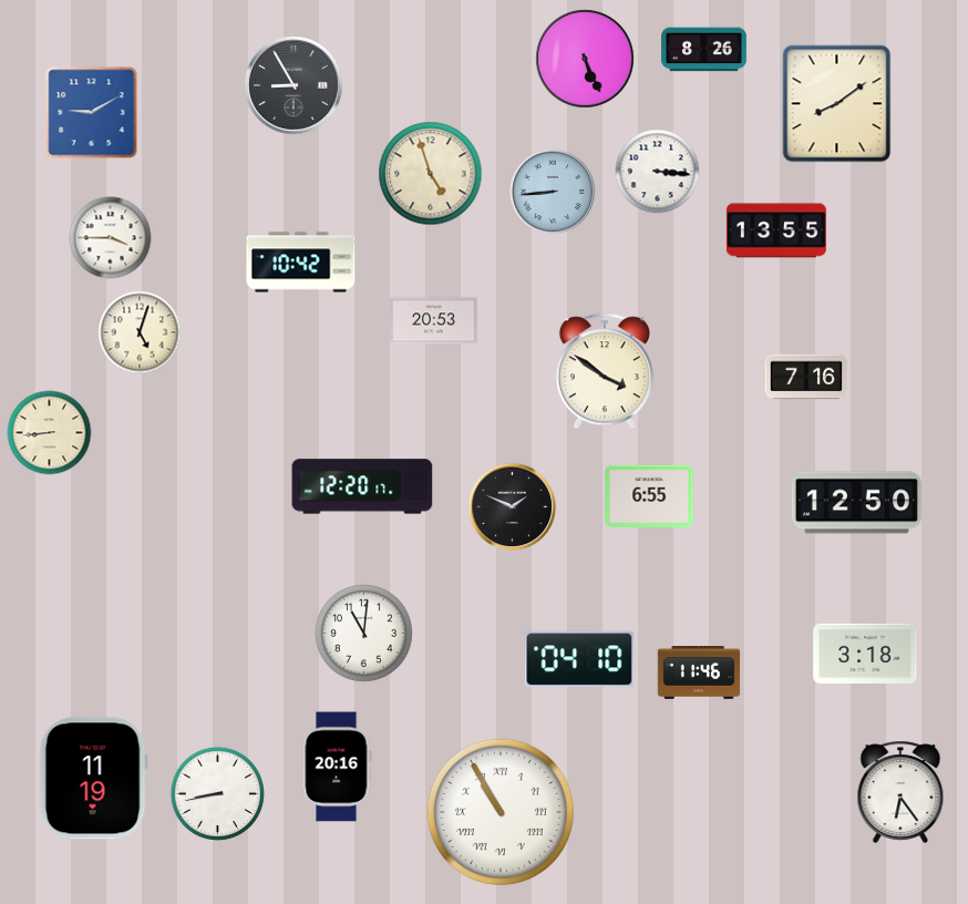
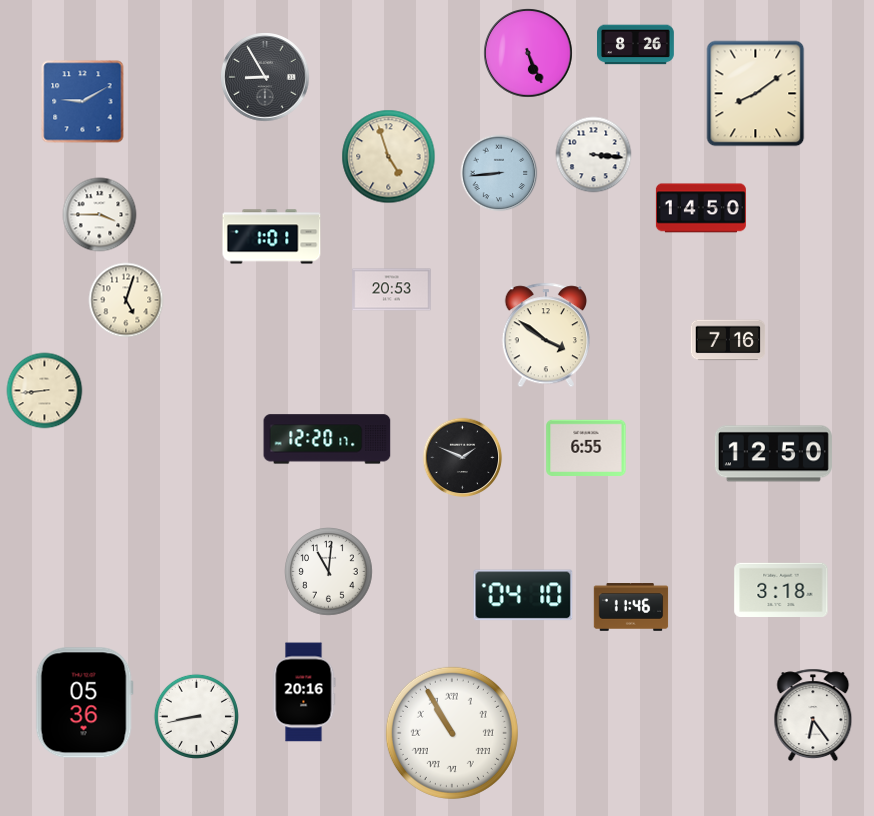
clock at (776, 230): 13:55 -> 14:50
clock at (301, 263): 10:42 -> 1:01
clock at (93, 779): 11:19 -> 05:36
